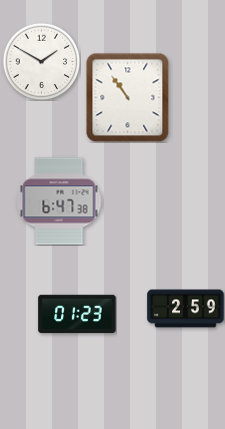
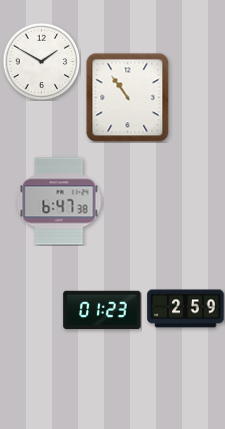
clock at (77, 314) position: (77, 314) -> (102, 310)
